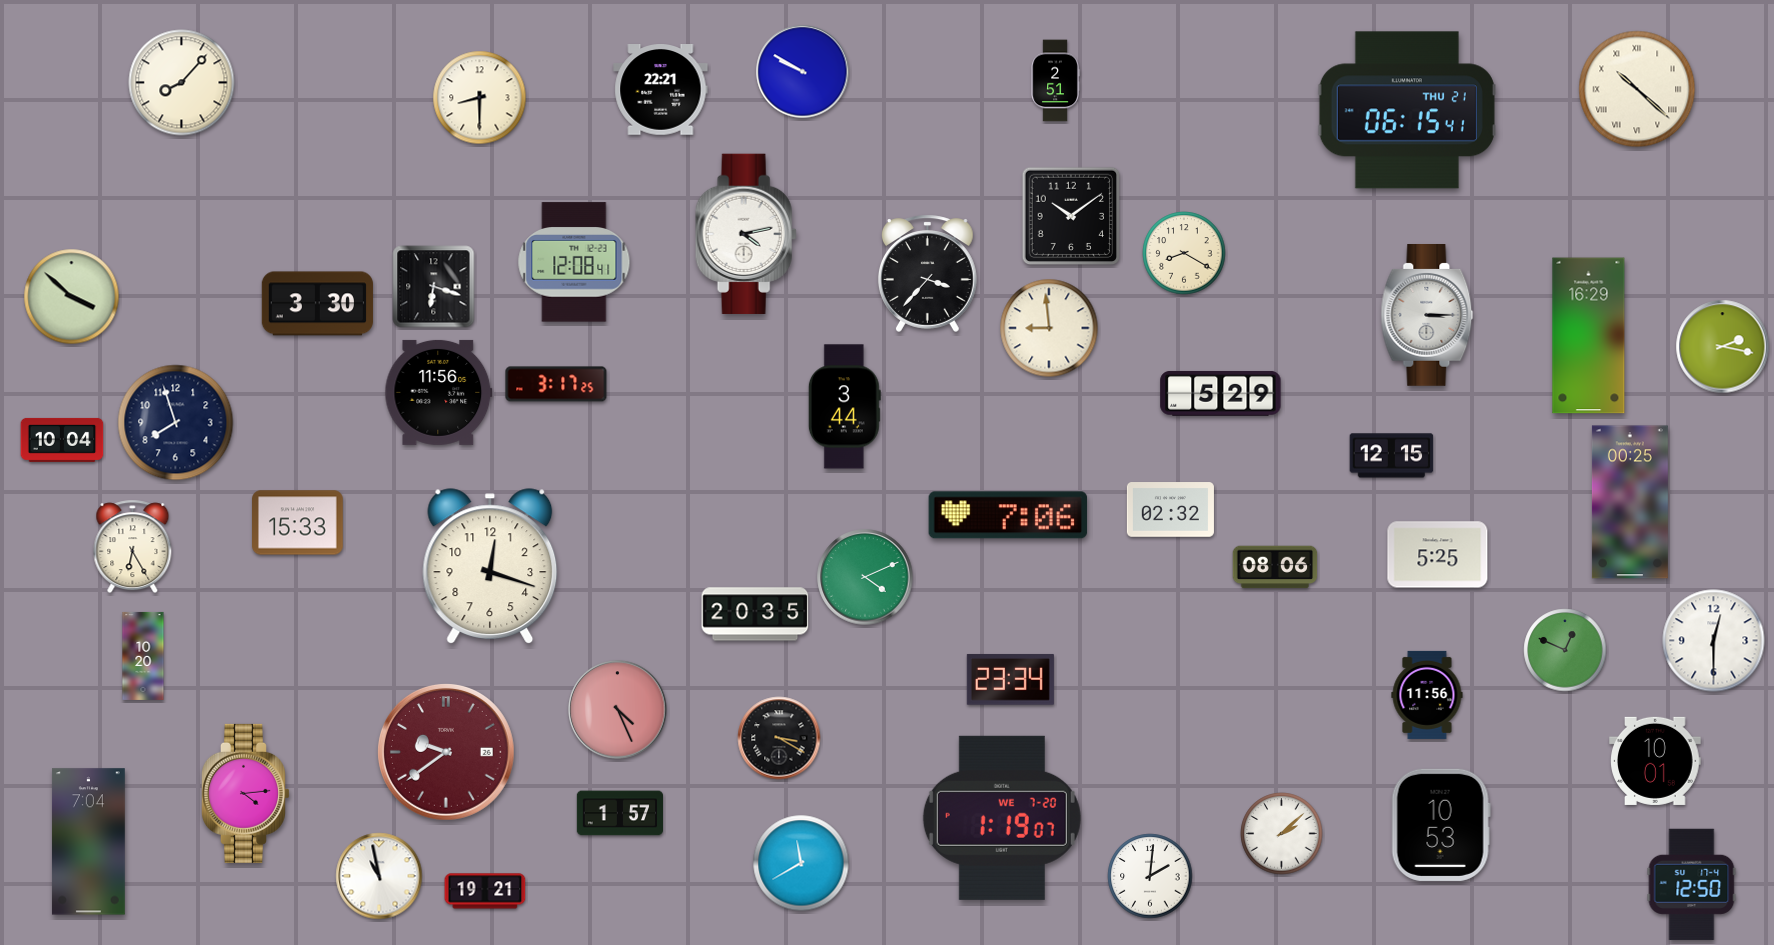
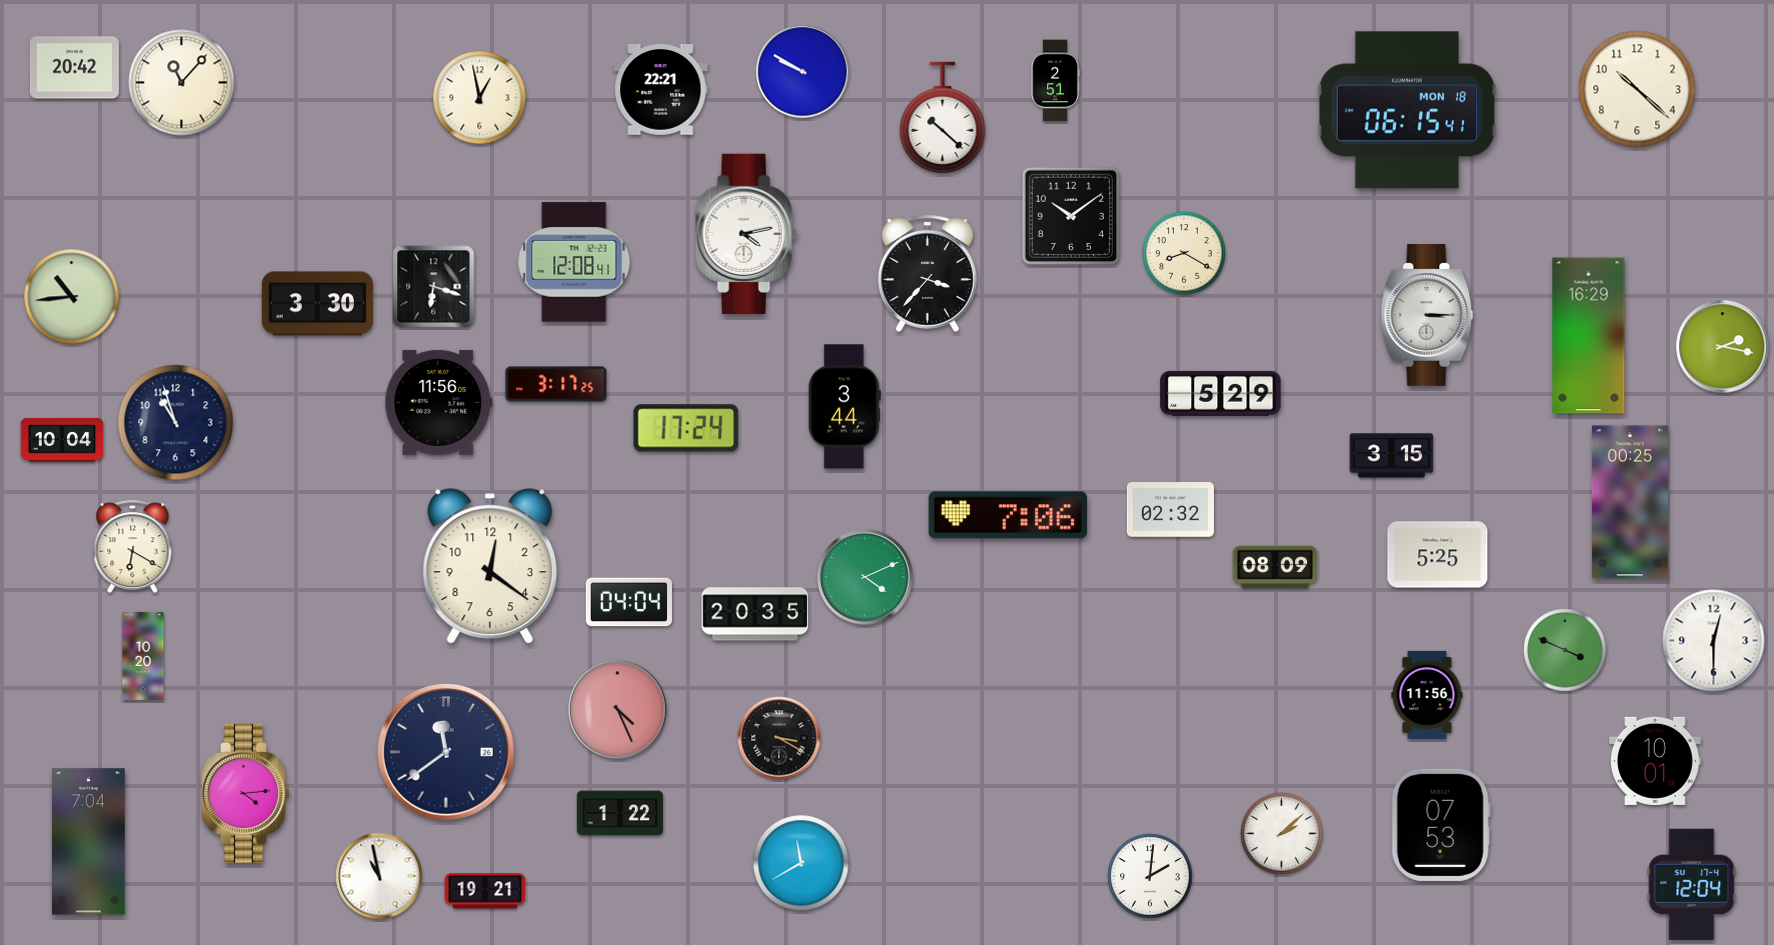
clock at (74, 68): none -> 20:42
clock at (182, 83): 8:07 -> 11:07
clock at (1637, 89) numerals: Roman -> Arabic
clock at (480, 98): 8:30 -> 12:58
clock at (1407, 110) date: THU 21 -> MON 18
clock at (943, 118): none -> 10:22
clock at (72, 297): 3:52 -> 10:44
clock at (1049, 328): 8:59 -> none
clock at (439, 392) position: (439, 392) -> (439, 402)
clock at (176, 423): 7:57 -> 10:57
clock at (686, 428): none -> 17:24
clock at (1392, 456): 12:15 -> 3:15
clock at (298, 523): 15:33 -> none
clock at (133, 547): 6:25 -> 6:20
clock at (490, 566): 12:18 -> 12:21
clock at (1275, 567): 08:06 -> 08:09
clock at (629, 602): none -> 04:04
clock at (1565, 650): 12:49 -> 3:49
clock at (1010, 680): 23:34 -> none
clock at (446, 752): 9:39 -> 11:39
clock at (446, 752) dial: burgundy -> navy
clock at (619, 813): 1:57 -> 1:22
clock at (1002, 818): 1:19 -> none
clock at (1441, 825): 10:53 -> 07:53
clock at (1692, 884): 12:50 -> 12:04
